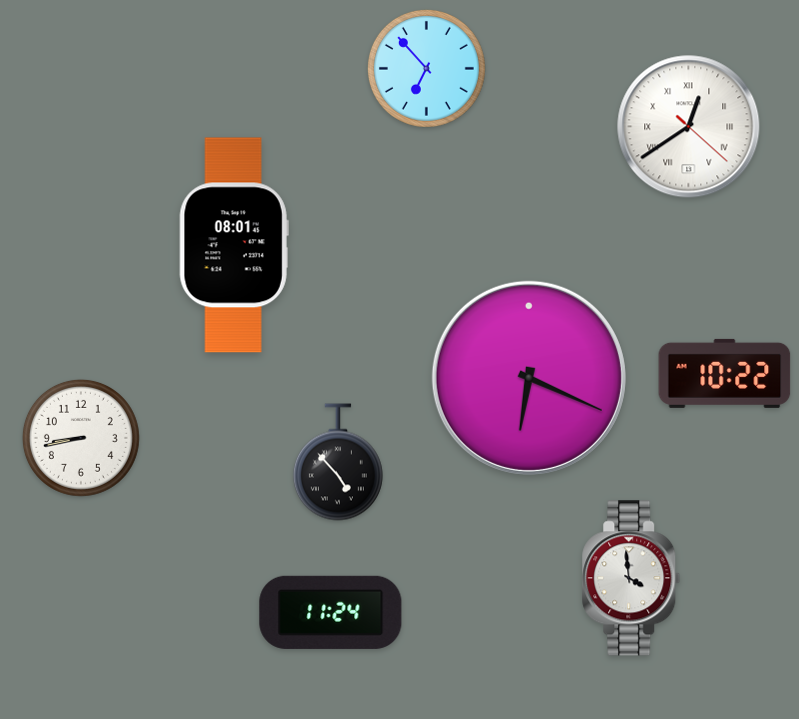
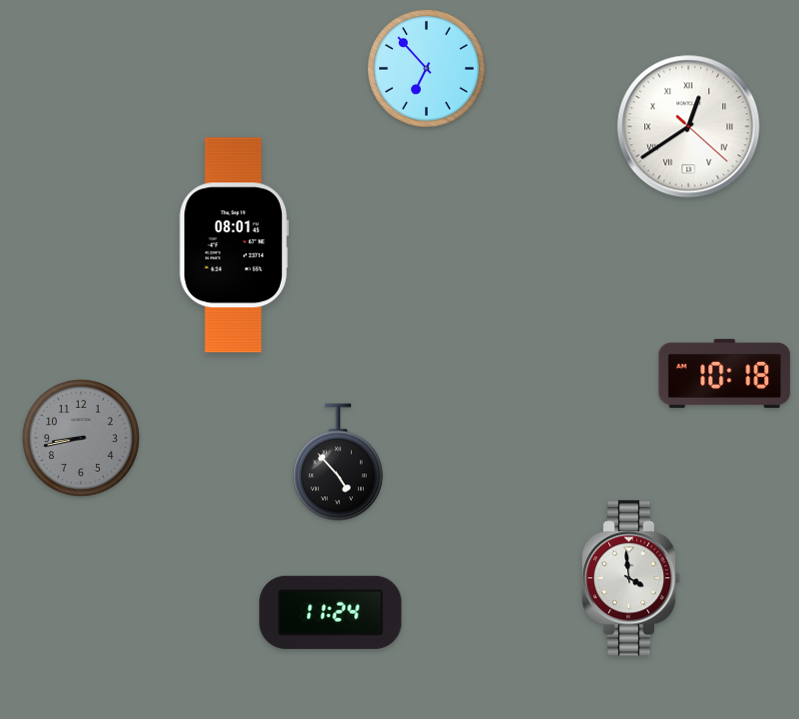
clock at (725, 373): 10:22 -> 10:18
clock at (529, 378): 6:19 -> none
clock at (81, 438) dial: white -> grey
